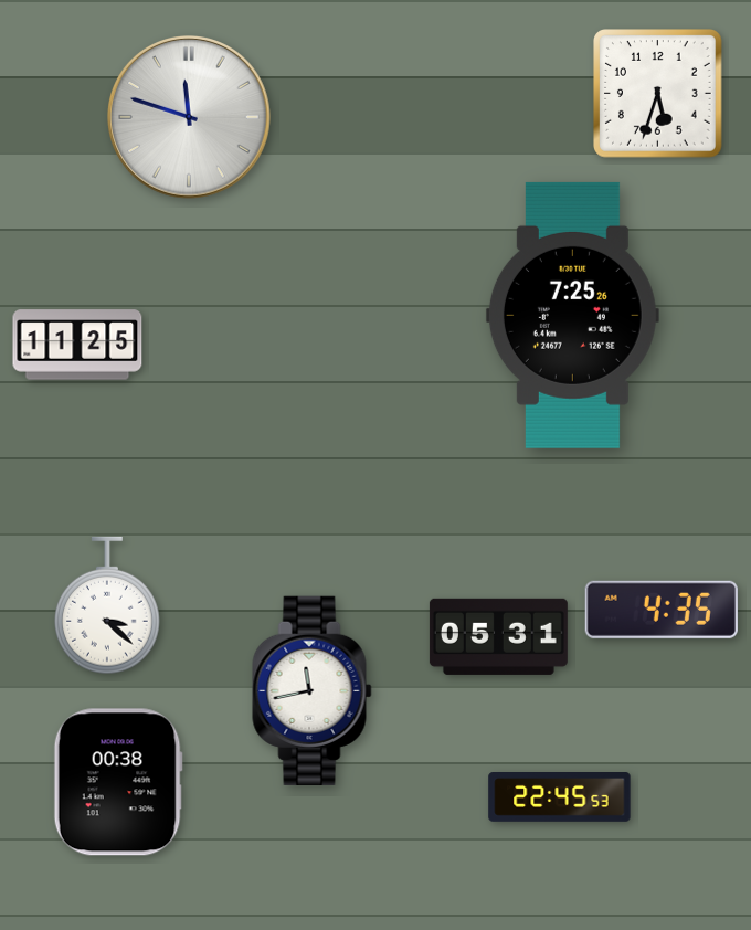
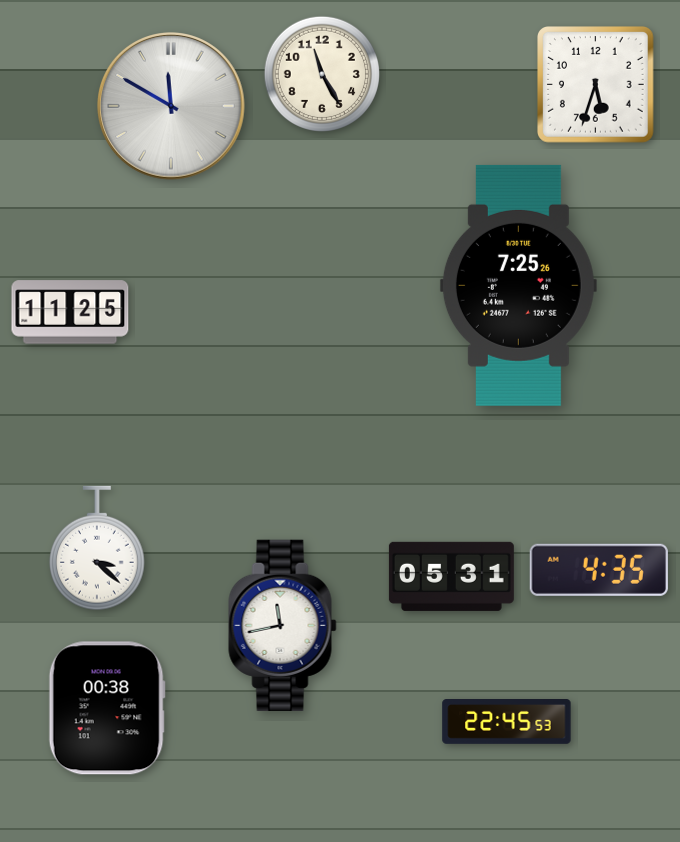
clock at (321, 73): none -> 11:25
clock at (190, 118): 11:48 -> 11:50
clock at (662, 610) position: (662, 610) -> (599, 570)
